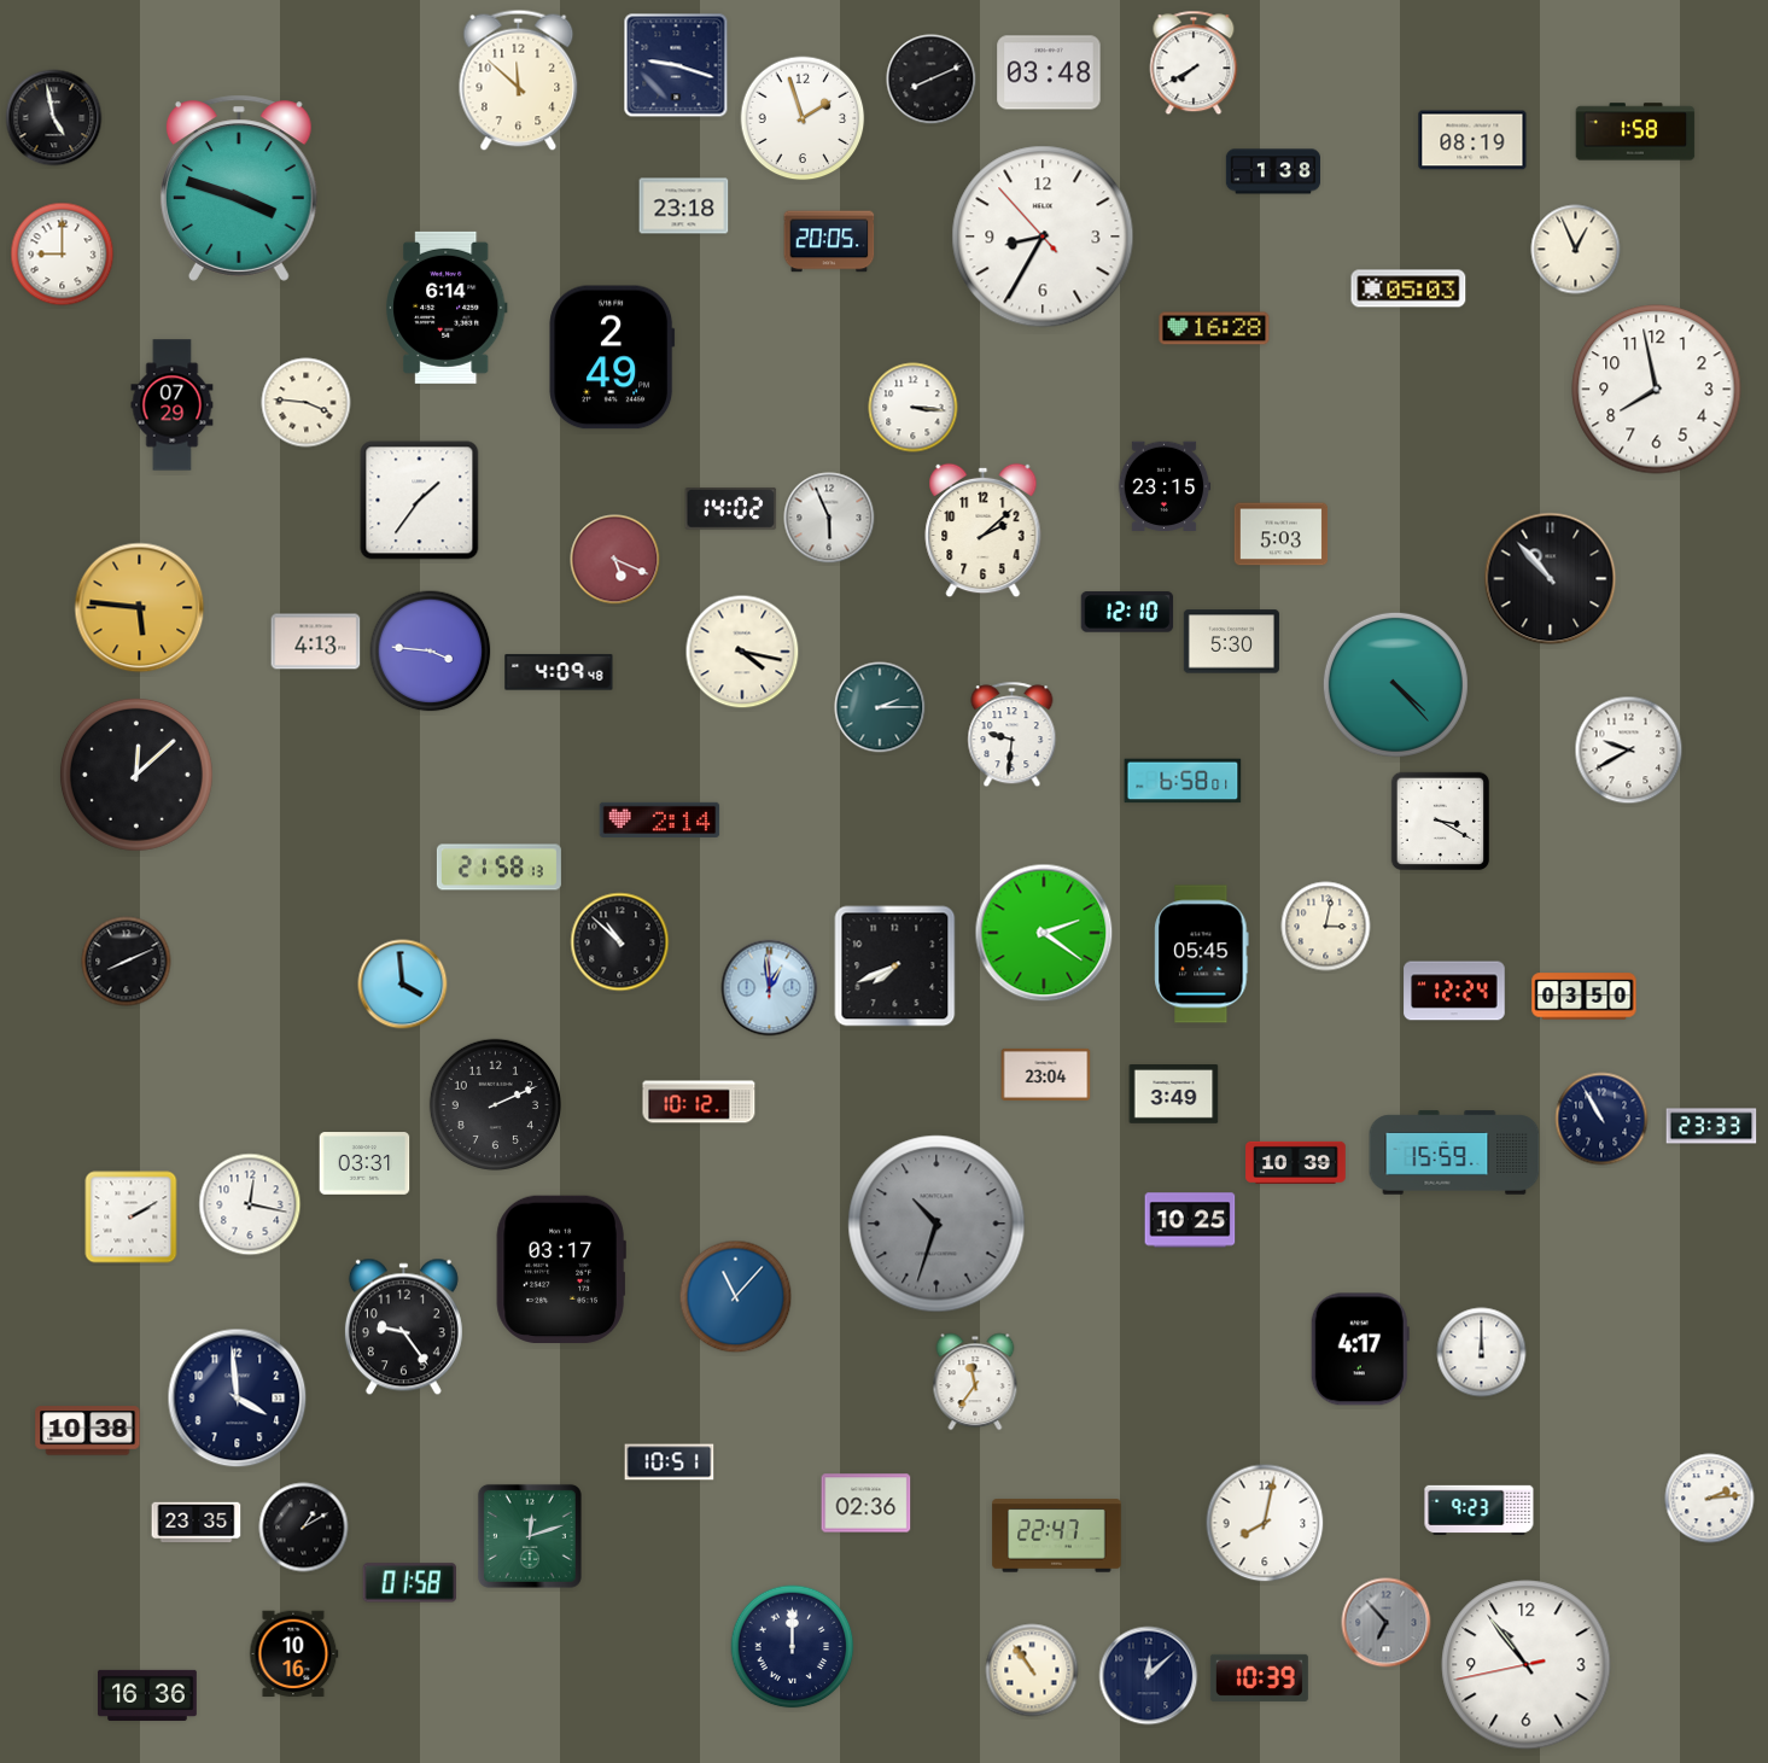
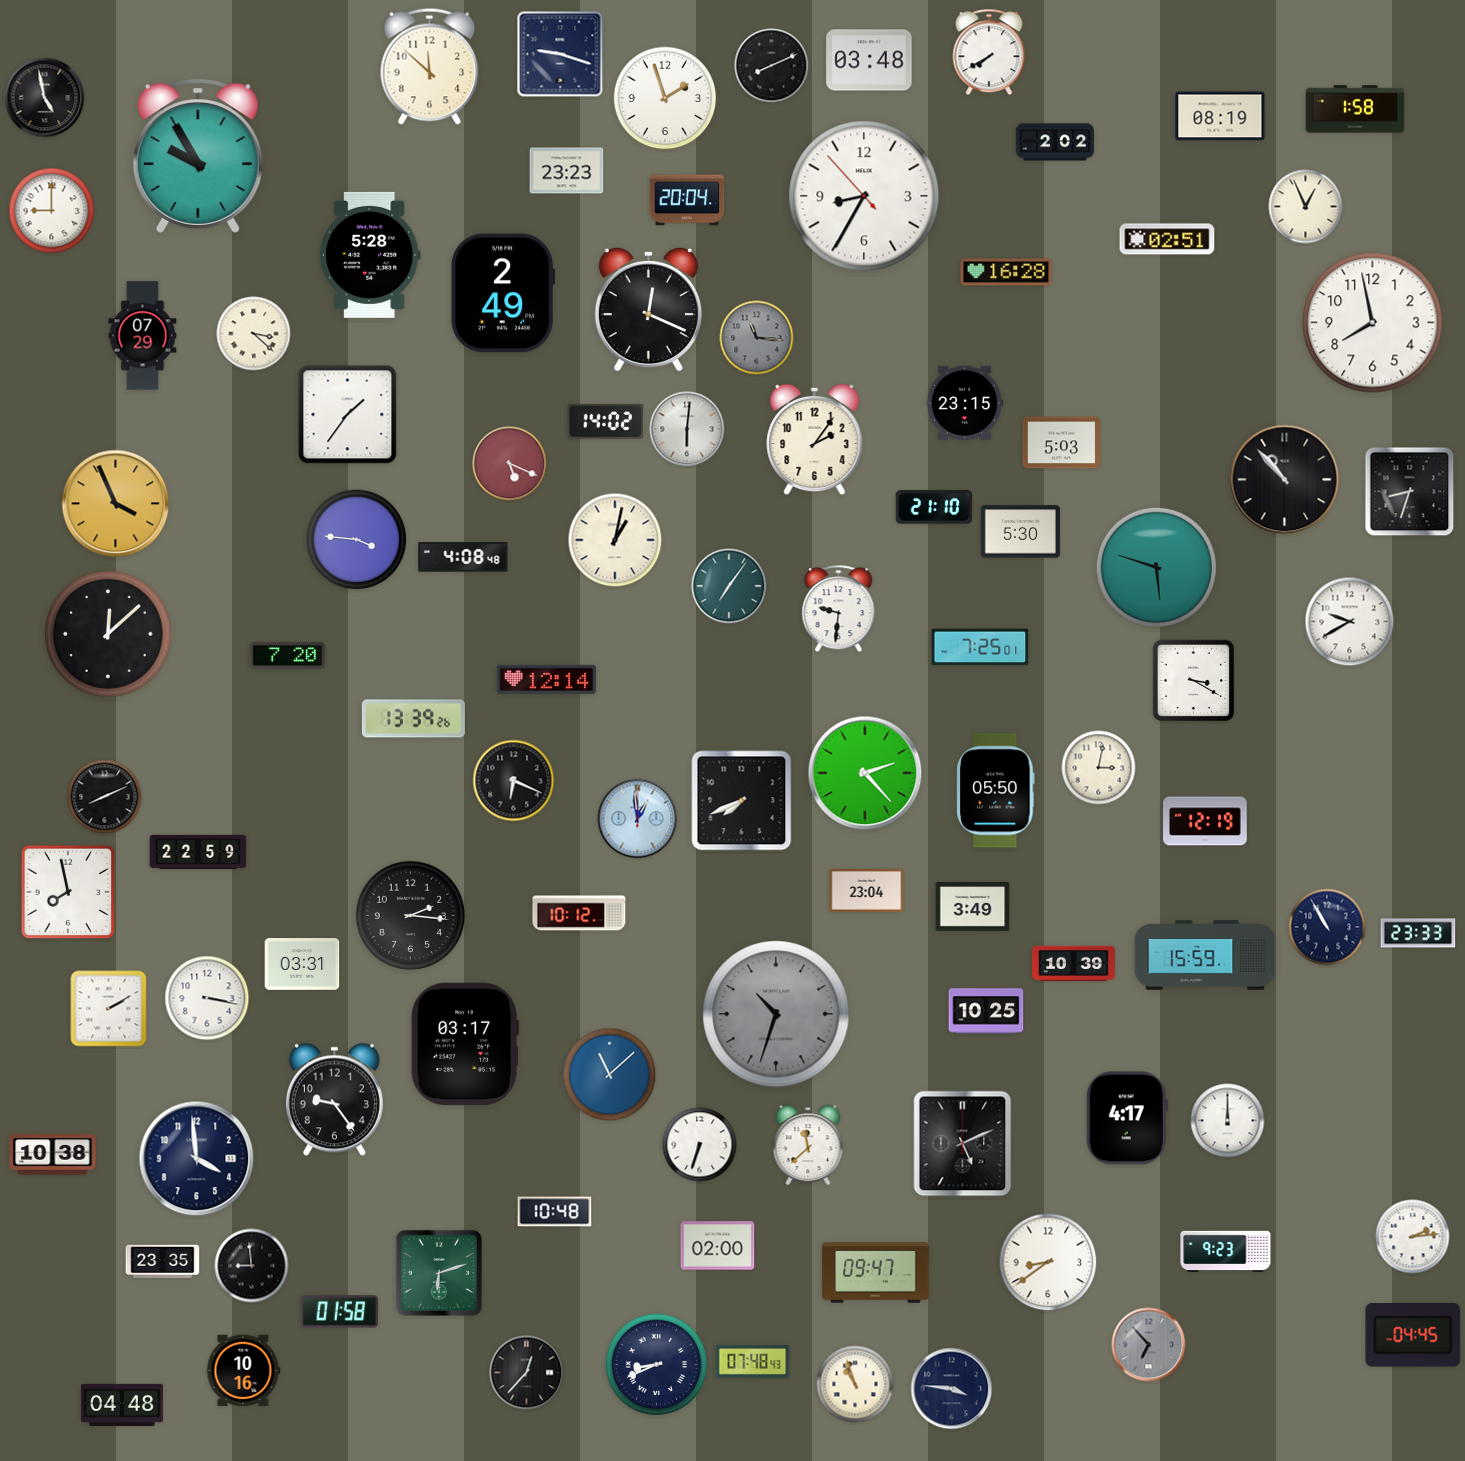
clock at (1272, 171): 1:38 -> 2:02
clock at (239, 188): 3:48 -> 9:55
clock at (684, 206): 23:18 -> 23:23
clock at (829, 241): 20:05 -> 20:04
clock at (1408, 288): 05:03 -> 02:51
clock at (447, 308): 6:14 -> 5:28
clock at (612, 357) position: (612, 357) -> (503, 293)
clock at (648, 309): none -> 12:19
clock at (307, 403): 3:46 -> 3:22
clock at (914, 408): 3:16 -> 11:16
clock at (914, 408) dial: white -> grey
clock at (829, 518): 5:56 -> 6:01
clock at (984, 531): 2:08 -> 2:06
clock at (1410, 492): none -> 8:33
clock at (140, 608): 5:46 -> 3:56
clock at (1127, 612): 12:10 -> 21:10
clock at (316, 642): 4:13 -> none
clock at (742, 652): 4:17 -> 1:02
clock at (559, 672): 4:09 -> 4:08
clock at (1395, 684): 4:23 -> 5:48
clock at (880, 707): 2:15 -> 7:06
clock at (136, 775) position: (136, 775) -> (108, 634)
clock at (1183, 781): 6:58 -> 7:25
clock at (288, 655): none -> 7:20
clock at (660, 819): 2:14 -> 12:14
clock at (498, 868): 21:58 -> 13:39
clock at (1044, 933): 2:21 -> 2:23
clock at (620, 942): 10:52 -> 6:19
clock at (1202, 955): 05:45 -> 05:50
clock at (403, 985): 3:59 -> none
clock at (1454, 991): 12:24 -> 12:19
clock at (1585, 997): 03:50 -> none
clock at (198, 852): none -> 22:59
clock at (68, 892): none -> 7:58
clock at (495, 1104): 2:11 -> 2:16
clock at (250, 1204): 12:17 -> 3:17
clock at (561, 1268) position: (561, 1268) -> (465, 1043)
clock at (736, 1297): 11:07 -> 11:08
clock at (963, 1144): none -> 5:11
clock at (700, 1145): none -> 6:33
clock at (975, 1382): 11:36 -> 11:38
clock at (88, 1431) position: (88, 1431) -> (53, 1155)
clock at (670, 1463): 10:51 -> 10:48
clock at (1710, 1499) position: (1710, 1499) -> (1413, 1237)
clock at (867, 1504): 02:36 -> 02:00
clock at (1265, 1523): 8:02 -> 8:39
clock at (304, 1528): 1:10 -> 8:59
clock at (530, 1536): 12:12 -> 6:12
clock at (1057, 1536): 22:47 -> 09:47
clock at (1413, 1335): none -> 04:45
clock at (753, 1362): none -> 07:48
clock at (793, 1647): 12:00 -> 8:41
clock at (527, 1373): none -> 12:37
clock at (1527, 1665): 10:53 -> none
clock at (1032, 1670): 10:54 -> 10:57
clock at (1149, 1676): 12:08 -> 3:46
clock at (1259, 1677): 10:39 -> none
clock at (148, 1695): 16:36 -> 04:48
